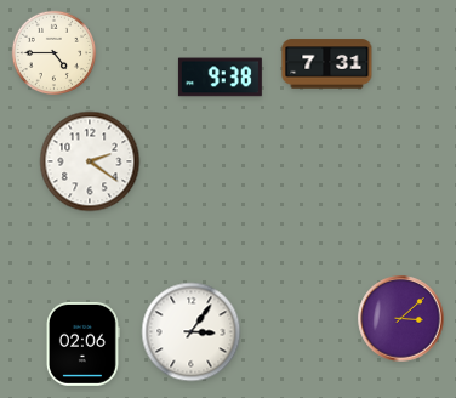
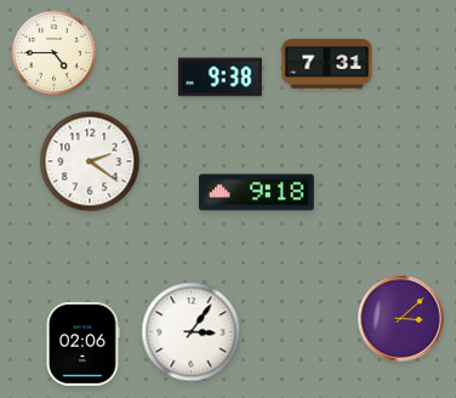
clock at (257, 193): none -> 9:18
